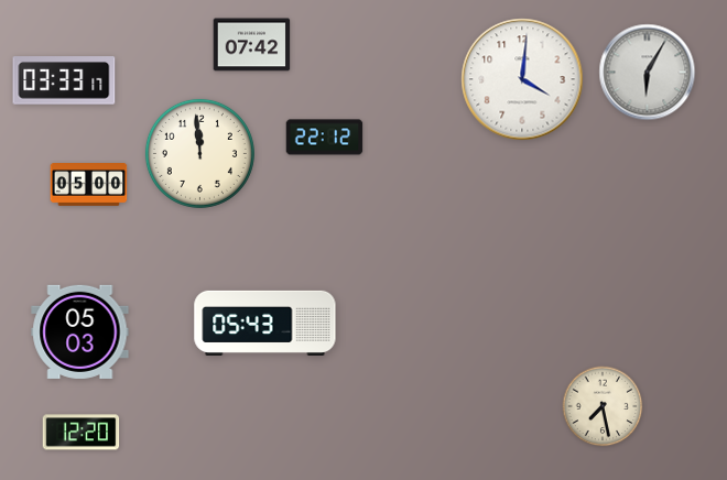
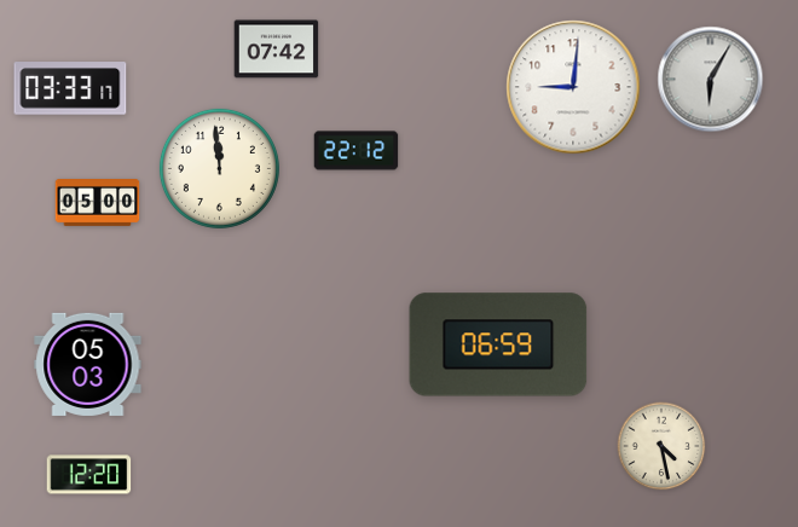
clock at (522, 79): 4:01 -> 9:01
clock at (498, 344): none -> 06:59
clock at (265, 323): 05:43 -> none
clock at (603, 406): 7:28 -> 4:28
